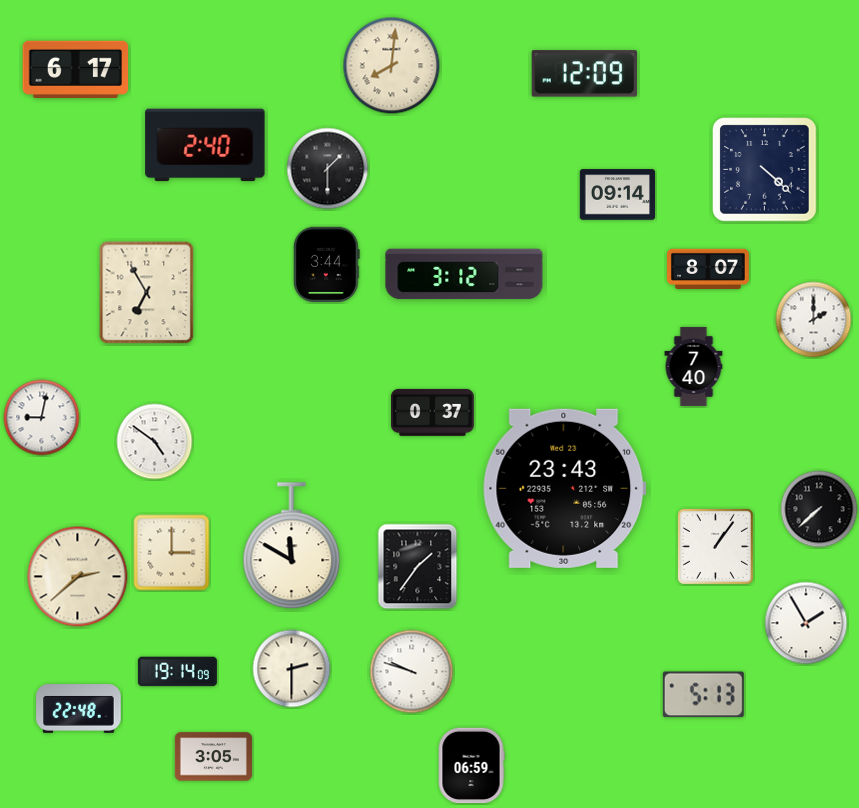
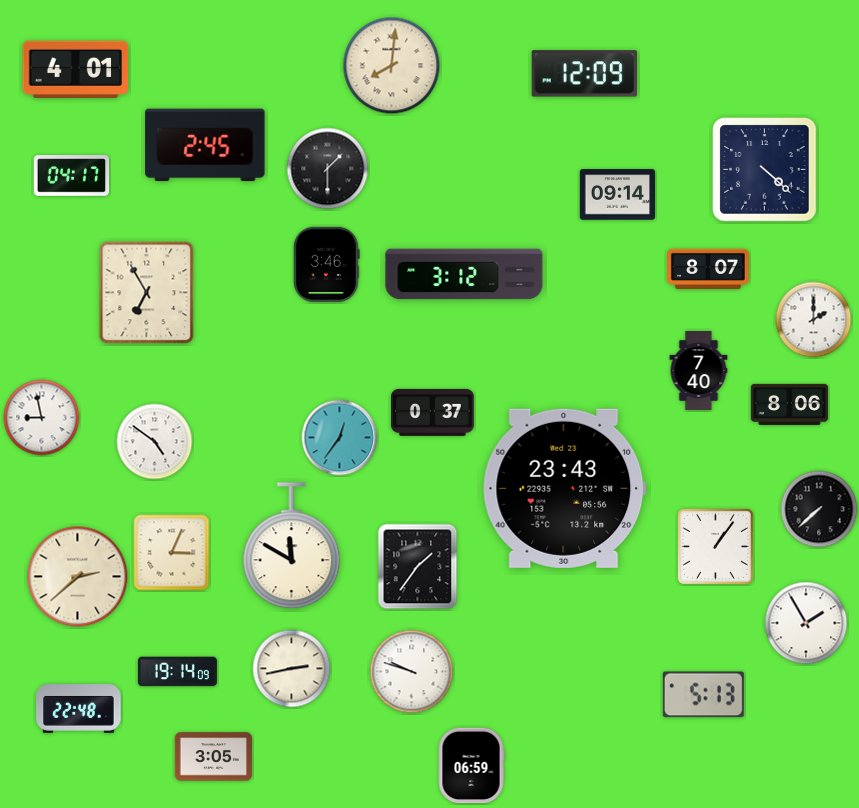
clock at (76, 69): 6:17 -> 4:01
clock at (205, 145): 2:40 -> 2:45
clock at (72, 176): none -> 04:17
clock at (327, 264): 3:44 -> 3:46
clock at (694, 366) position: (694, 366) -> (699, 370)
clock at (789, 404): none -> 8:06
clock at (42, 418): 9:02 -> 8:58
clock at (340, 438): none -> 12:36
clock at (172, 553): 3:00 -> 3:04
clock at (292, 669): 2:30 -> 2:43
